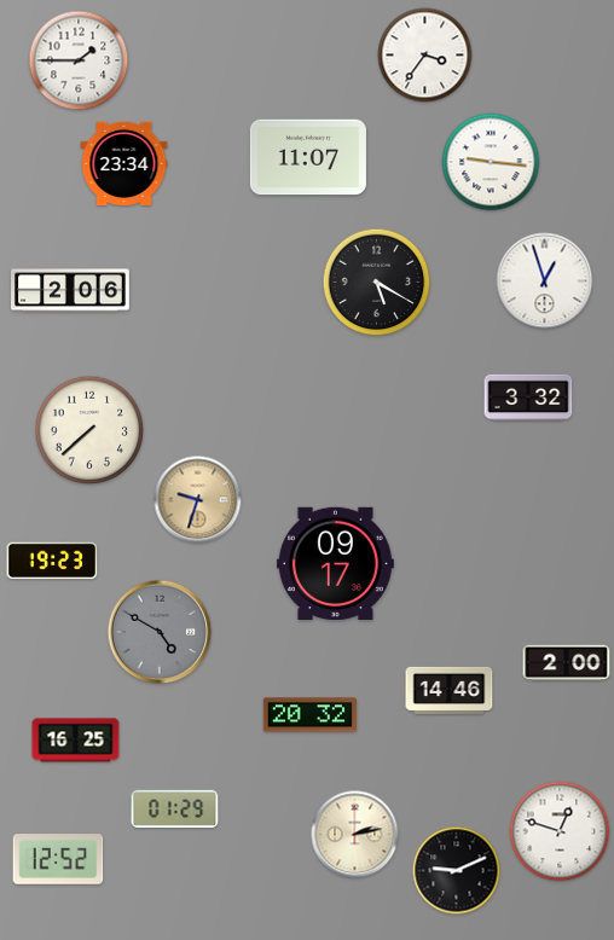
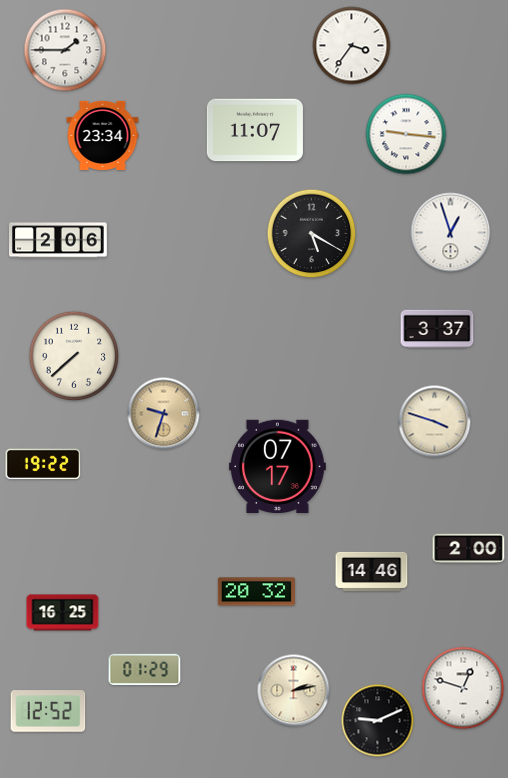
clock at (528, 398): 3:32 -> 3:37
clock at (435, 422): none -> 3:48
clock at (52, 561): 19:23 -> 19:22
clock at (335, 563): 09:17 -> 07:17
clock at (160, 632): 4:50 -> none
